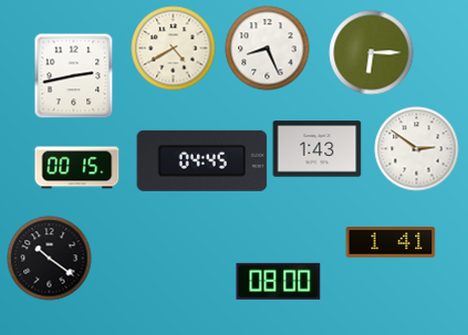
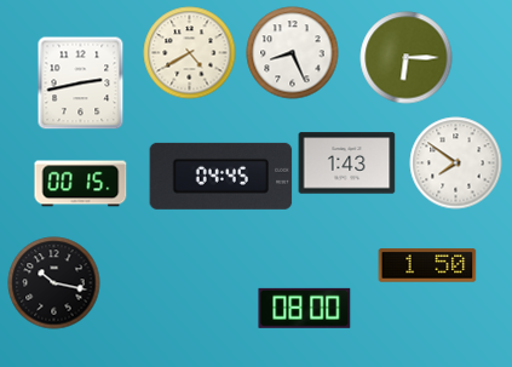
clock at (417, 149): 2:51 -> 7:51
clock at (77, 168) position: (77, 168) -> (81, 184)
clock at (391, 242): 1:41 -> 1:50
clock at (50, 259): 10:21 -> 10:17
